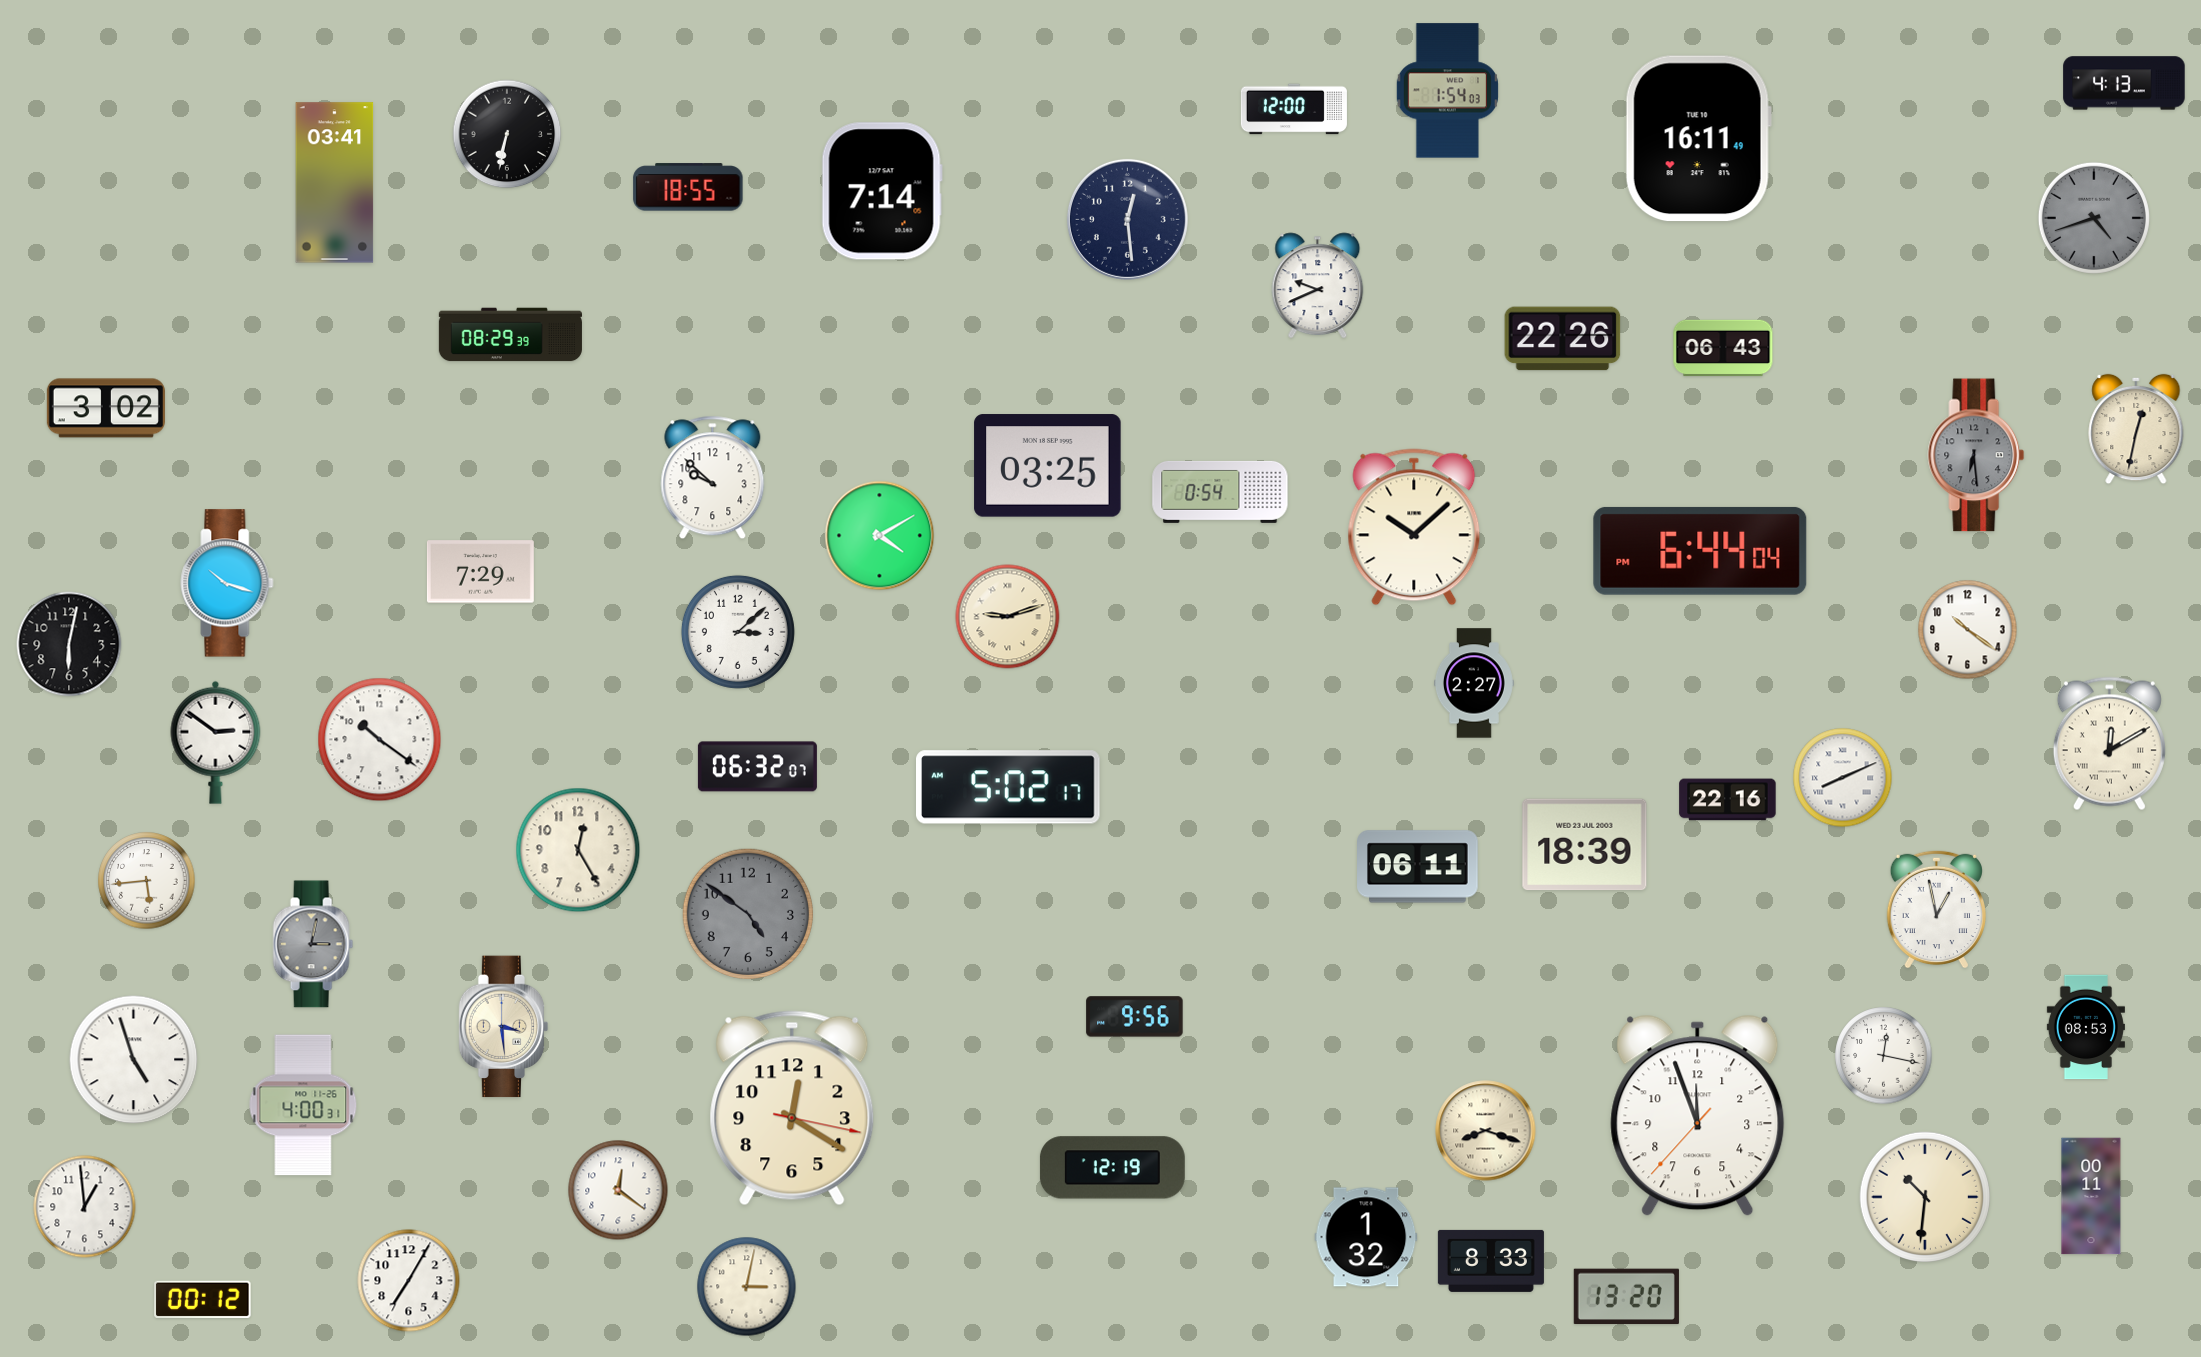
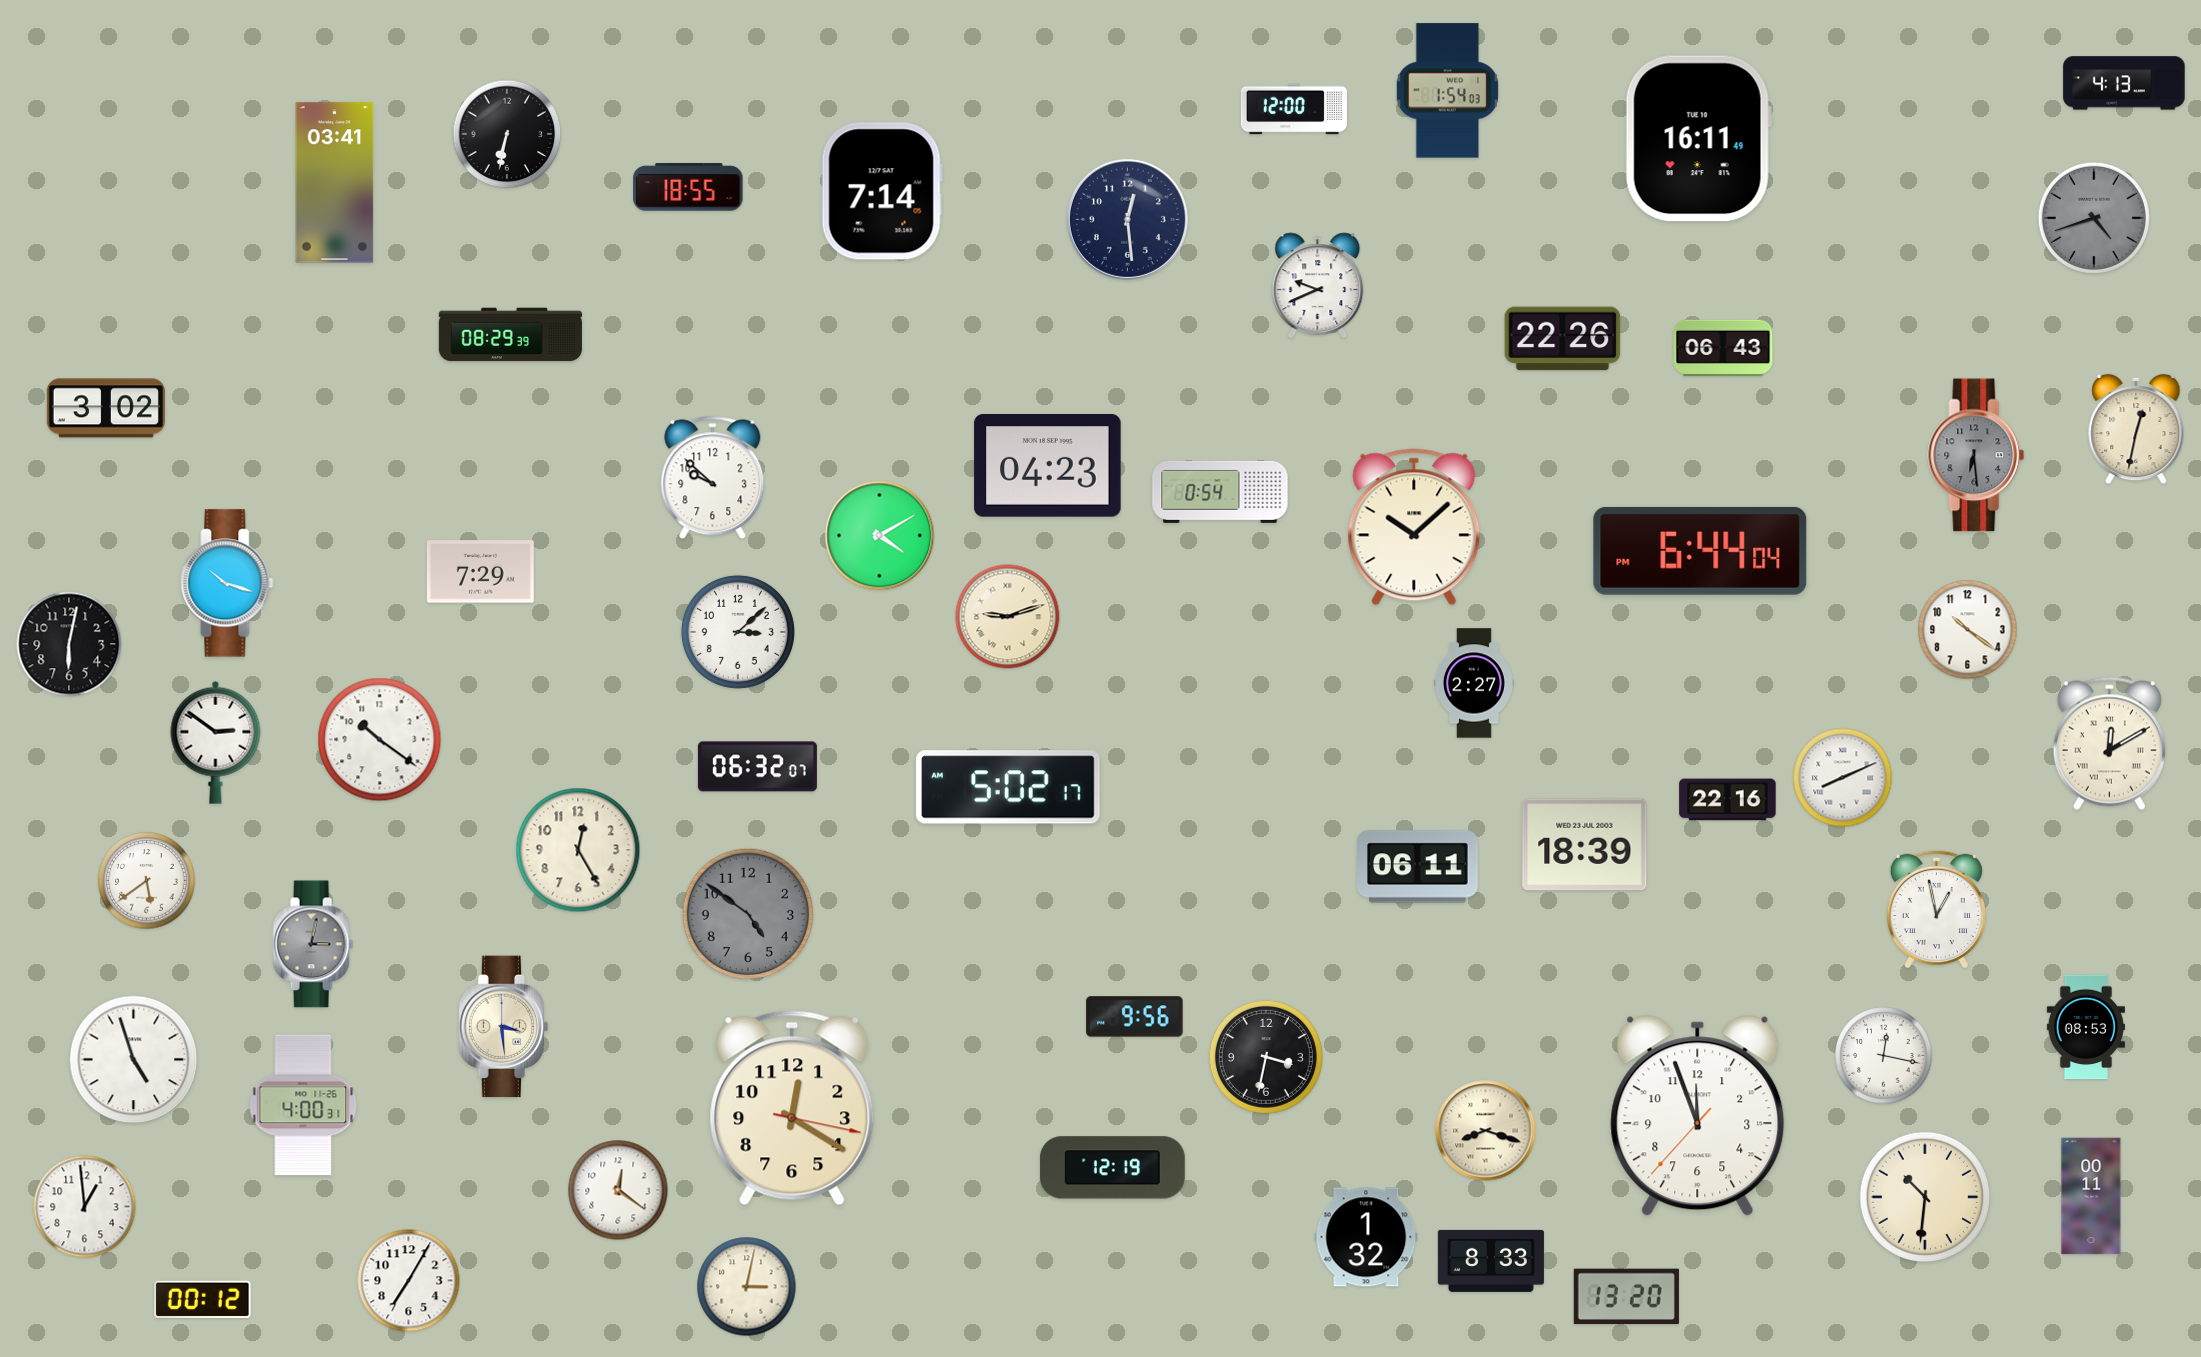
clock at (1048, 466): 03:25 -> 04:23
clock at (147, 881): 5:44 -> 5:39
clock at (1266, 1057): none -> 3:32
